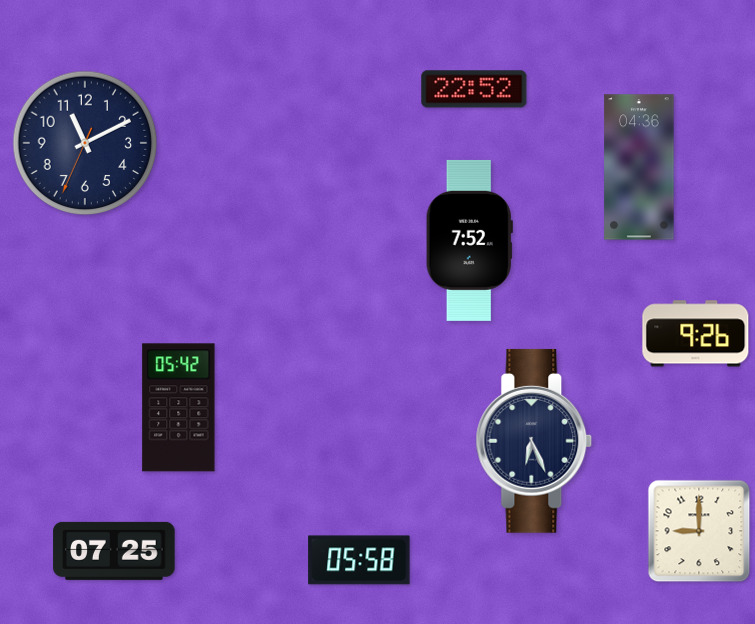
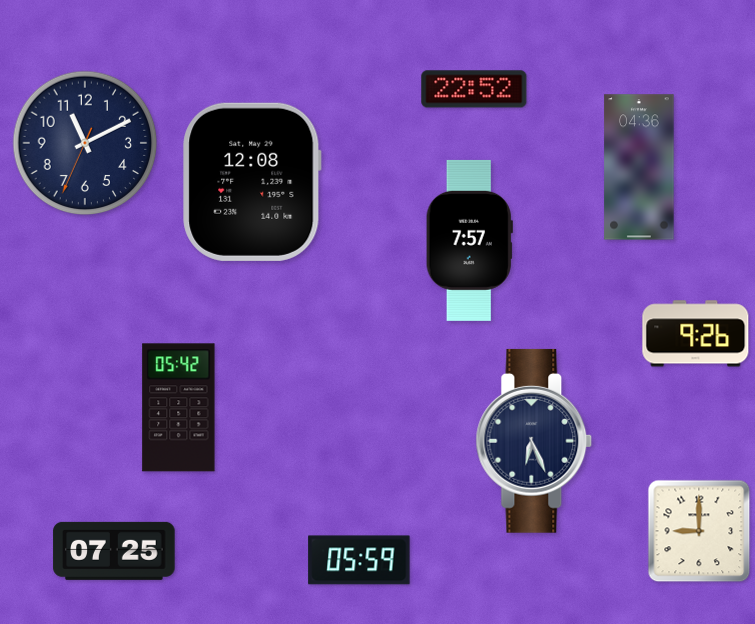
clock at (252, 182): none -> 12:08
clock at (469, 240): 7:52 -> 7:57
clock at (359, 560): 05:58 -> 05:59
